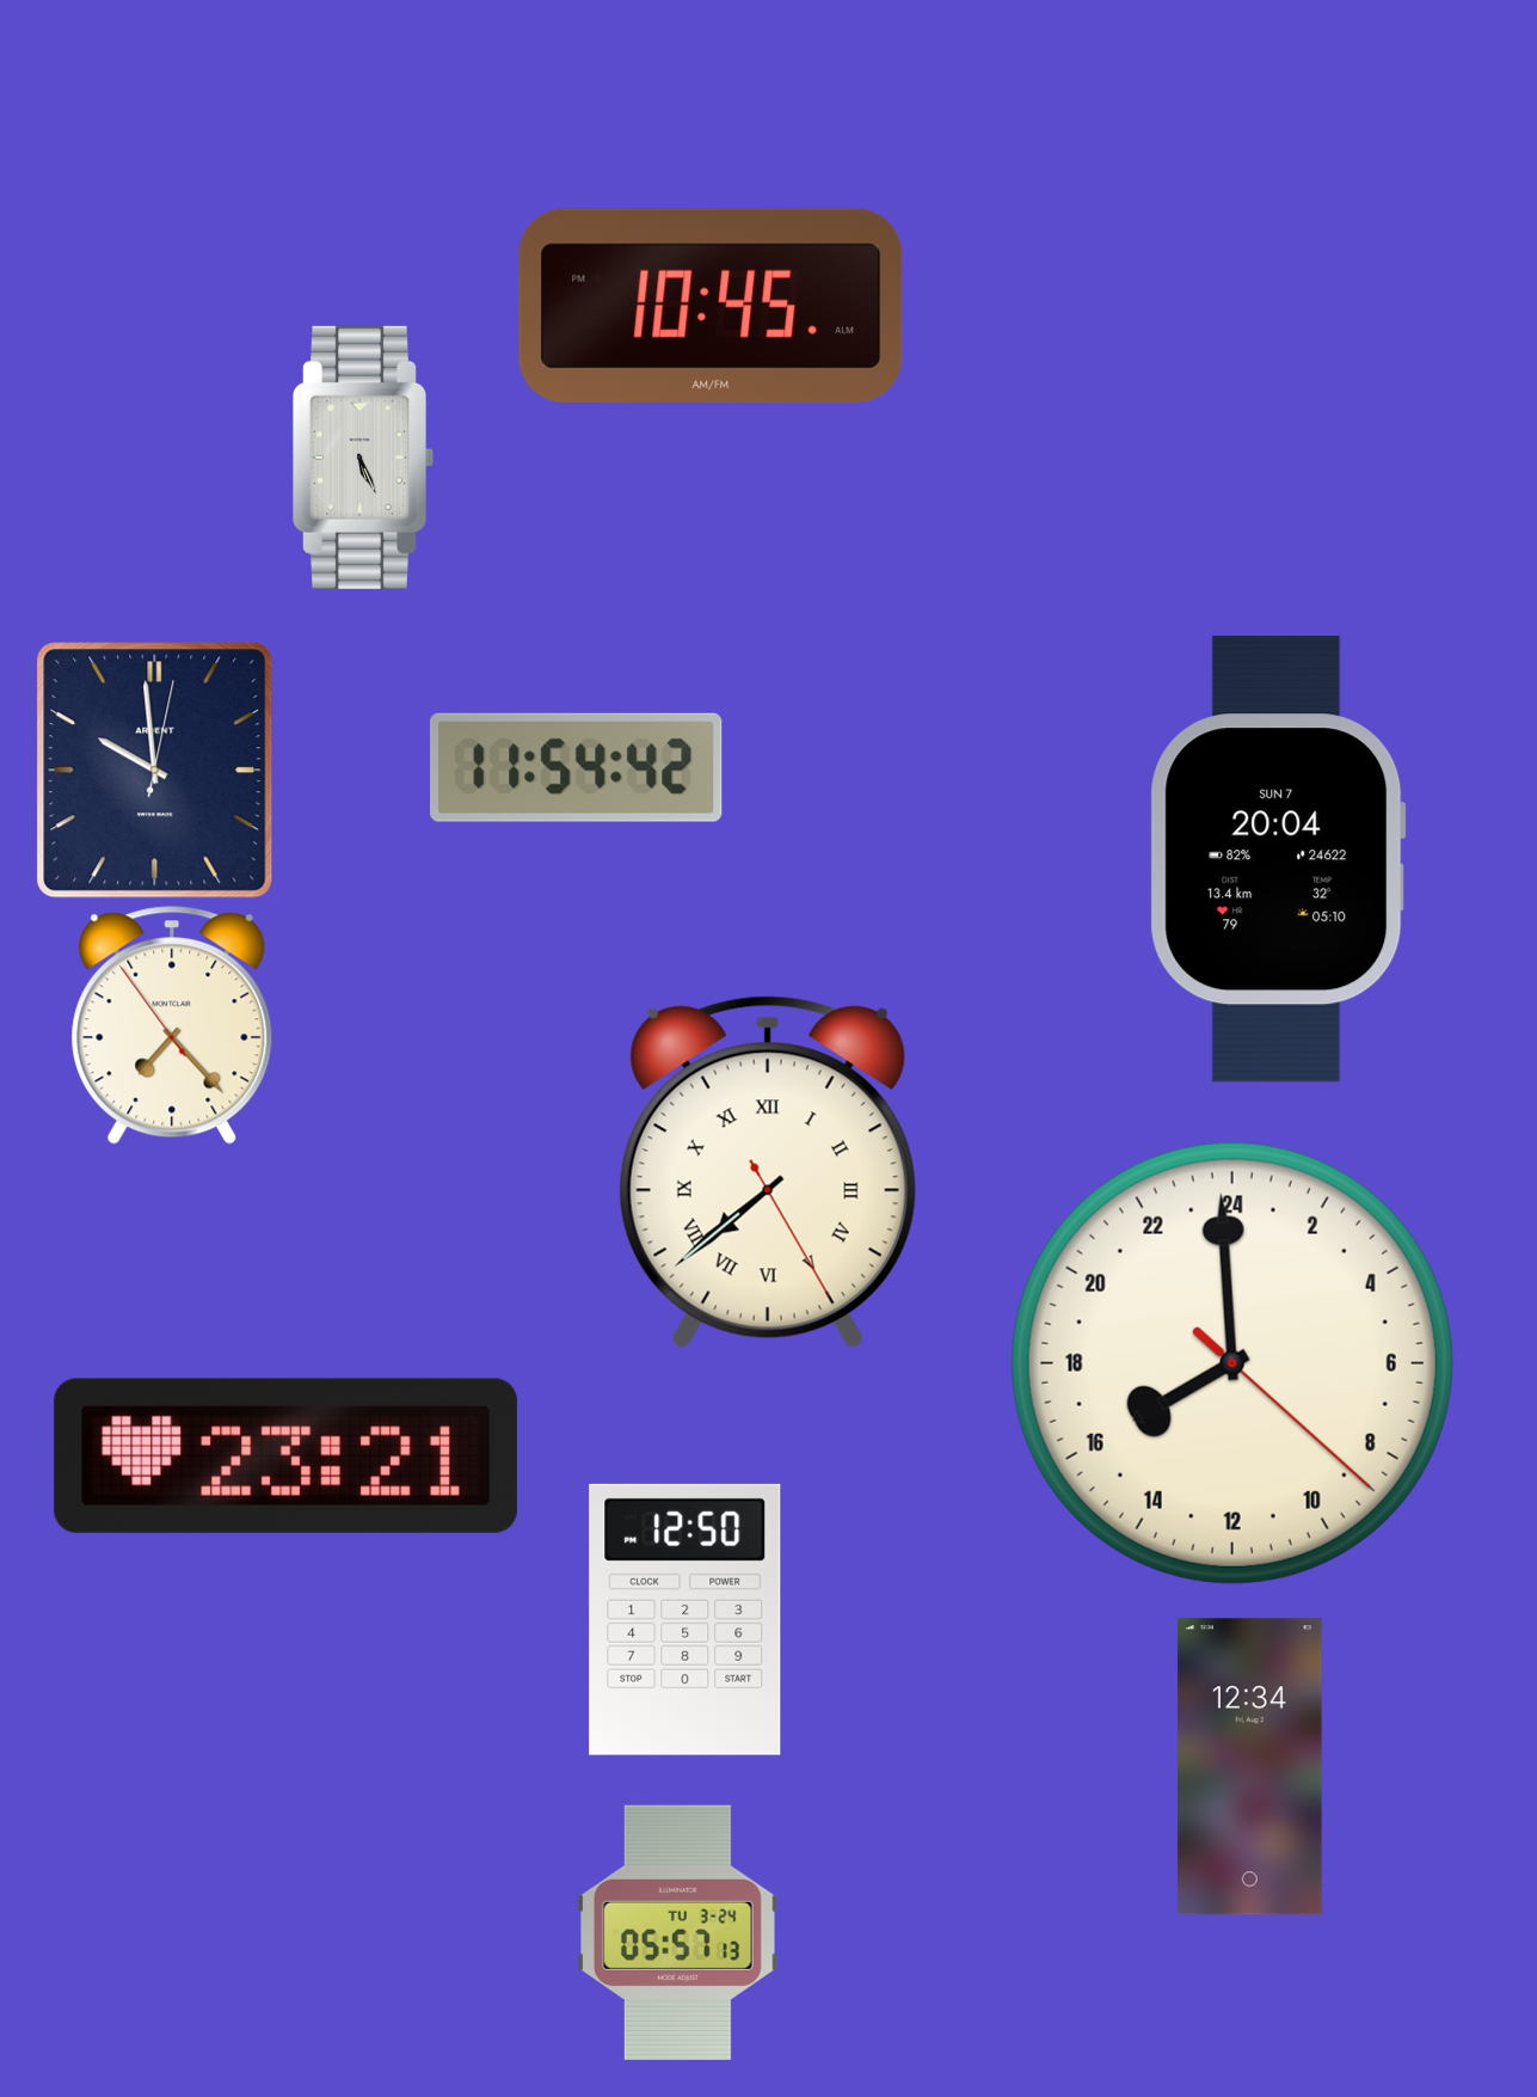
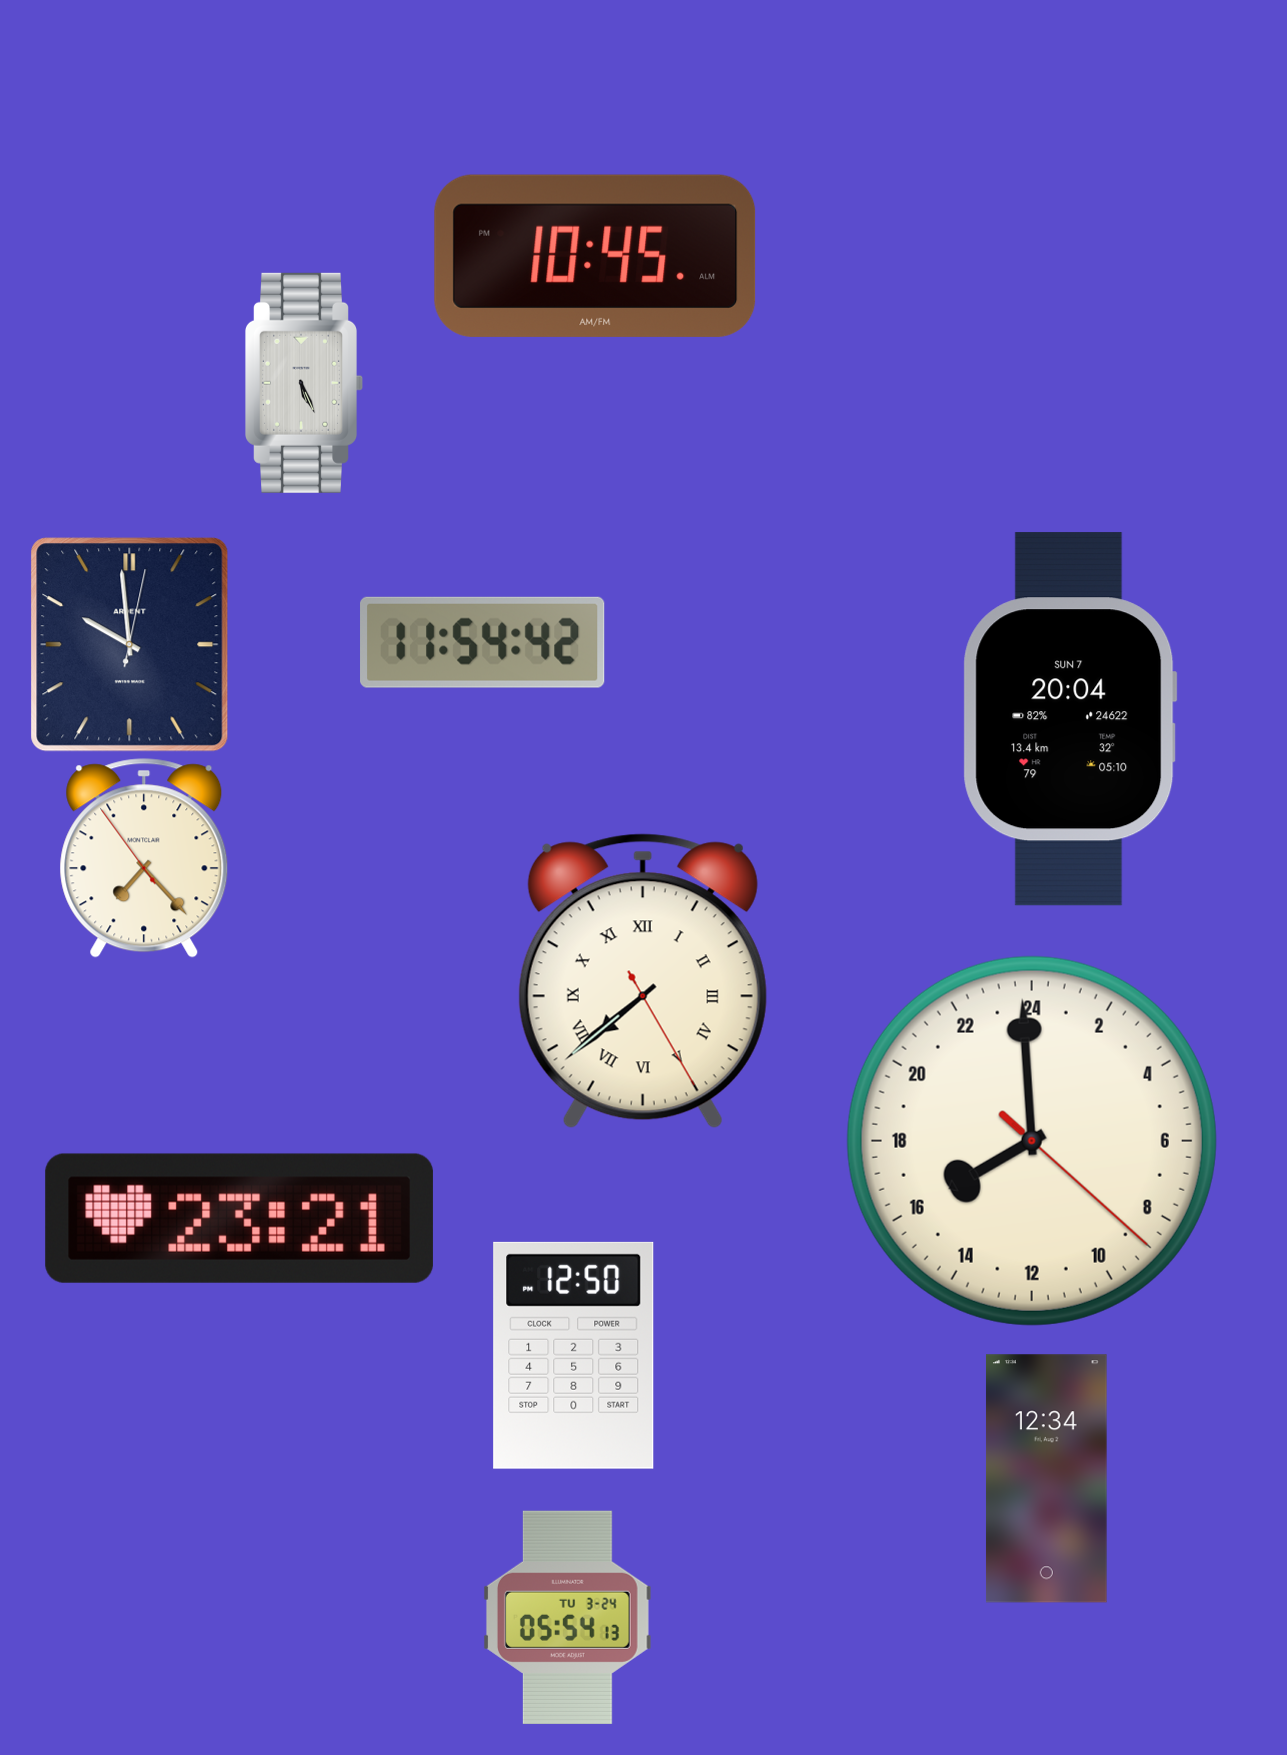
clock at (677, 1932): 05:57 -> 05:54
